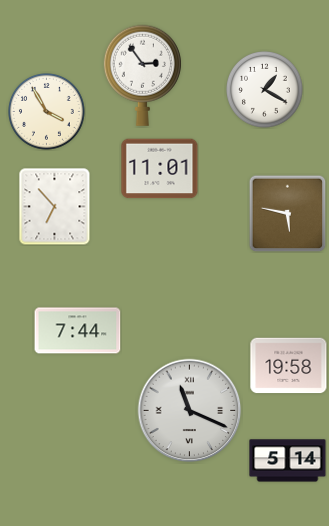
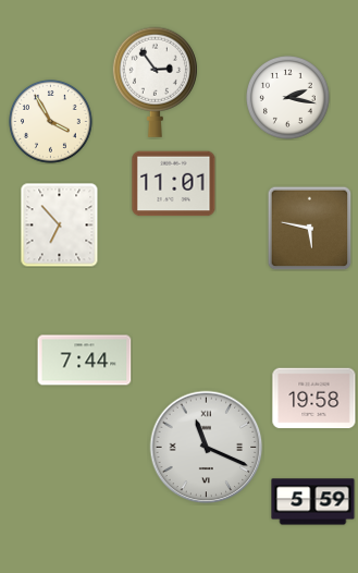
clock at (265, 90): 1:20 -> 2:17
clock at (287, 213) position: (287, 213) -> (309, 228)
clock at (288, 461): 5:14 -> 5:59
